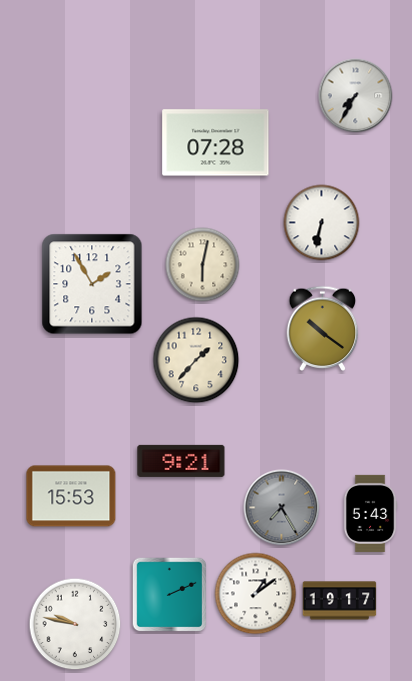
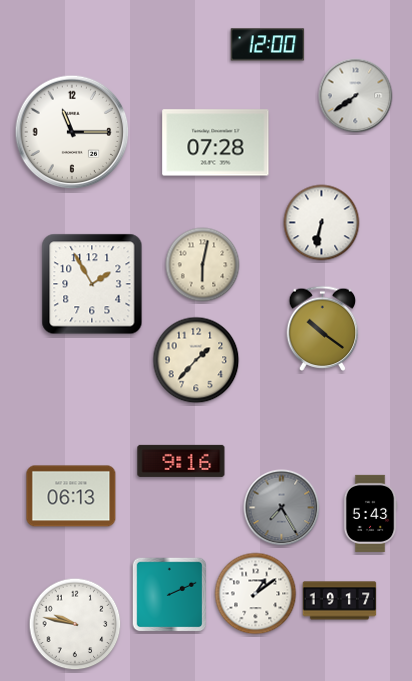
clock at (268, 45): none -> 12:00
clock at (356, 96): 7:35 -> 7:39
clock at (72, 132): none -> 11:15
clock at (181, 461): 9:21 -> 9:16
clock at (71, 496): 15:53 -> 06:13
